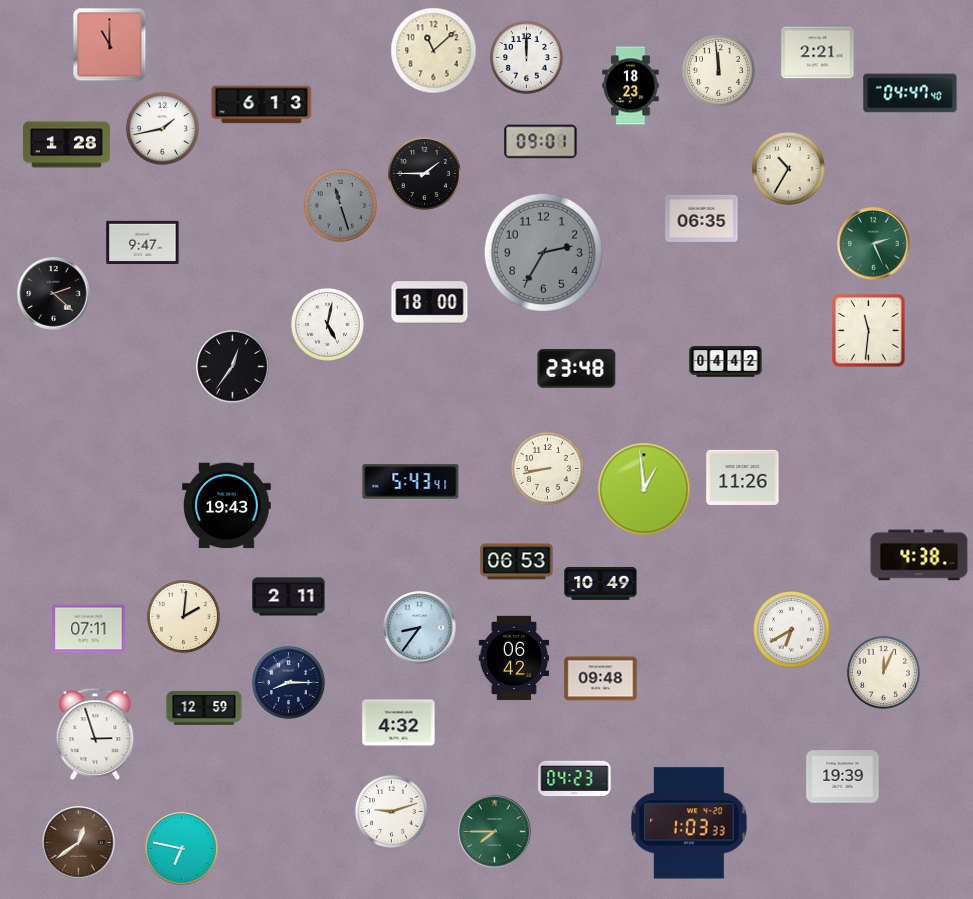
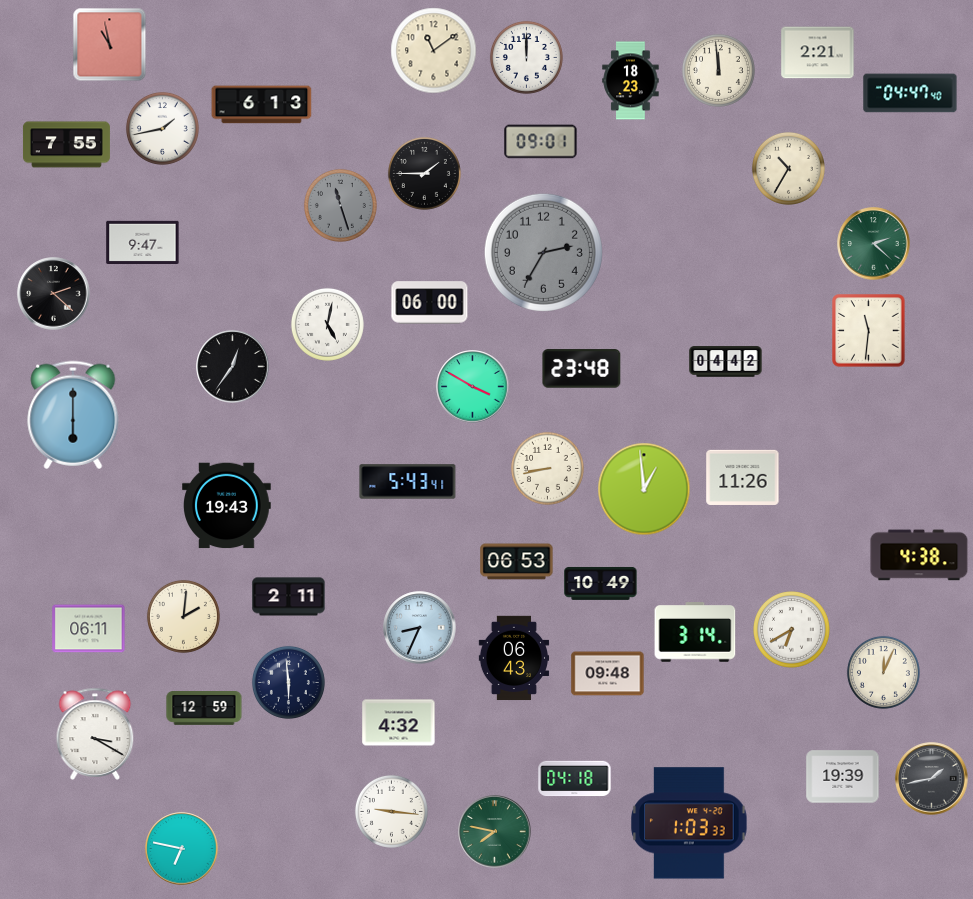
clock at (110, 45): 11:00 -> 10:58
clock at (434, 51): 11:08 -> 11:09
clock at (631, 86) position: (631, 86) -> (631, 81)
clock at (66, 145): 1:28 -> 7:55
clock at (702, 218): 06:35 -> none
clock at (874, 244): 2:26 -> 2:22
clock at (430, 303): 18:00 -> 06:00
clock at (577, 369) position: (577, 369) -> (582, 369)
clock at (473, 387): none -> 3:50
clock at (73, 415): none -> 6:00
clock at (411, 482) position: (411, 482) -> (408, 482)
clock at (420, 628): 8:36 -> 8:34
clock at (89, 629): 07:11 -> 06:11
clock at (695, 632): none -> 3:14
clock at (514, 658): 06:42 -> 06:43
clock at (601, 679) position: (601, 679) -> (608, 674)
clock at (288, 682): 8:15 -> 5:59
clock at (95, 734): 2:57 -> 3:20
clock at (575, 779): 04:23 -> 04:18
clock at (932, 779): none -> 1:43
clock at (391, 811): 9:12 -> 9:16
clock at (495, 832): 7:45 -> 7:47
clock at (79, 843): 12:39 -> none
